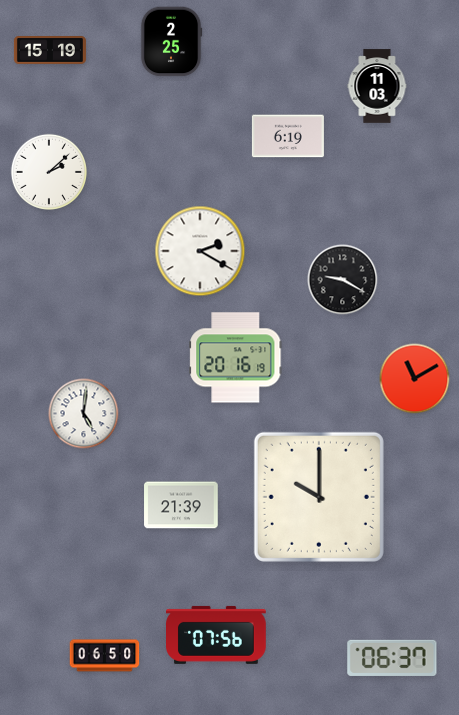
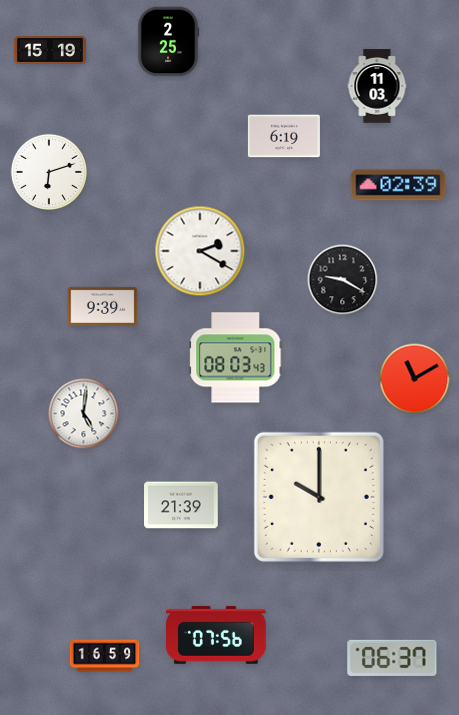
clock at (171, 42) position: (171, 42) -> (168, 42)
clock at (288, 136) position: (288, 136) -> (284, 136)
clock at (48, 171): 2:08 -> 6:12
clock at (398, 185): none -> 02:39
clock at (103, 306): none -> 9:39
clock at (236, 358): 20:16 -> 08:03
clock at (105, 656): 06:50 -> 16:59
